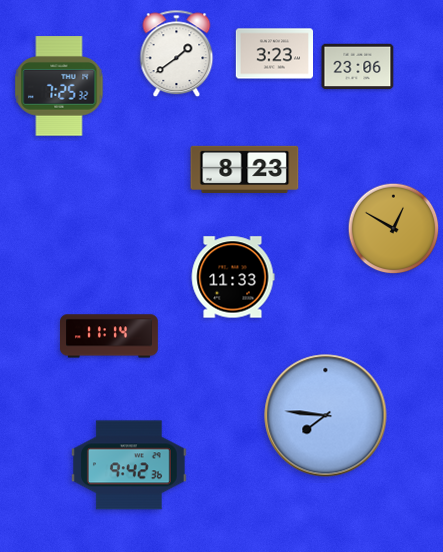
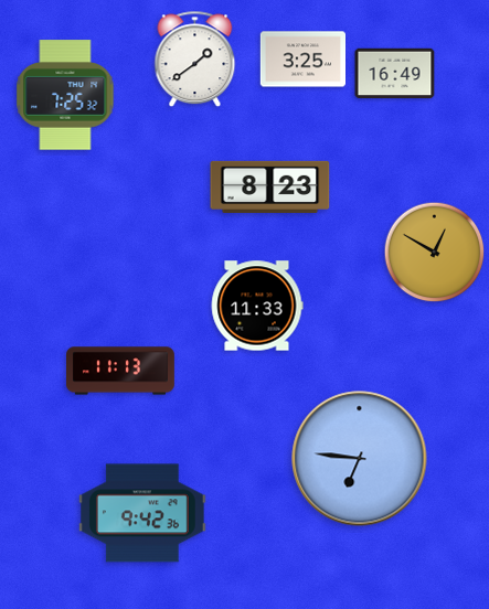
clock at (274, 54): 3:23 -> 3:25
clock at (358, 67): 23:06 -> 16:49
clock at (110, 336): 11:14 -> 11:13
clock at (326, 416): 7:46 -> 6:46
